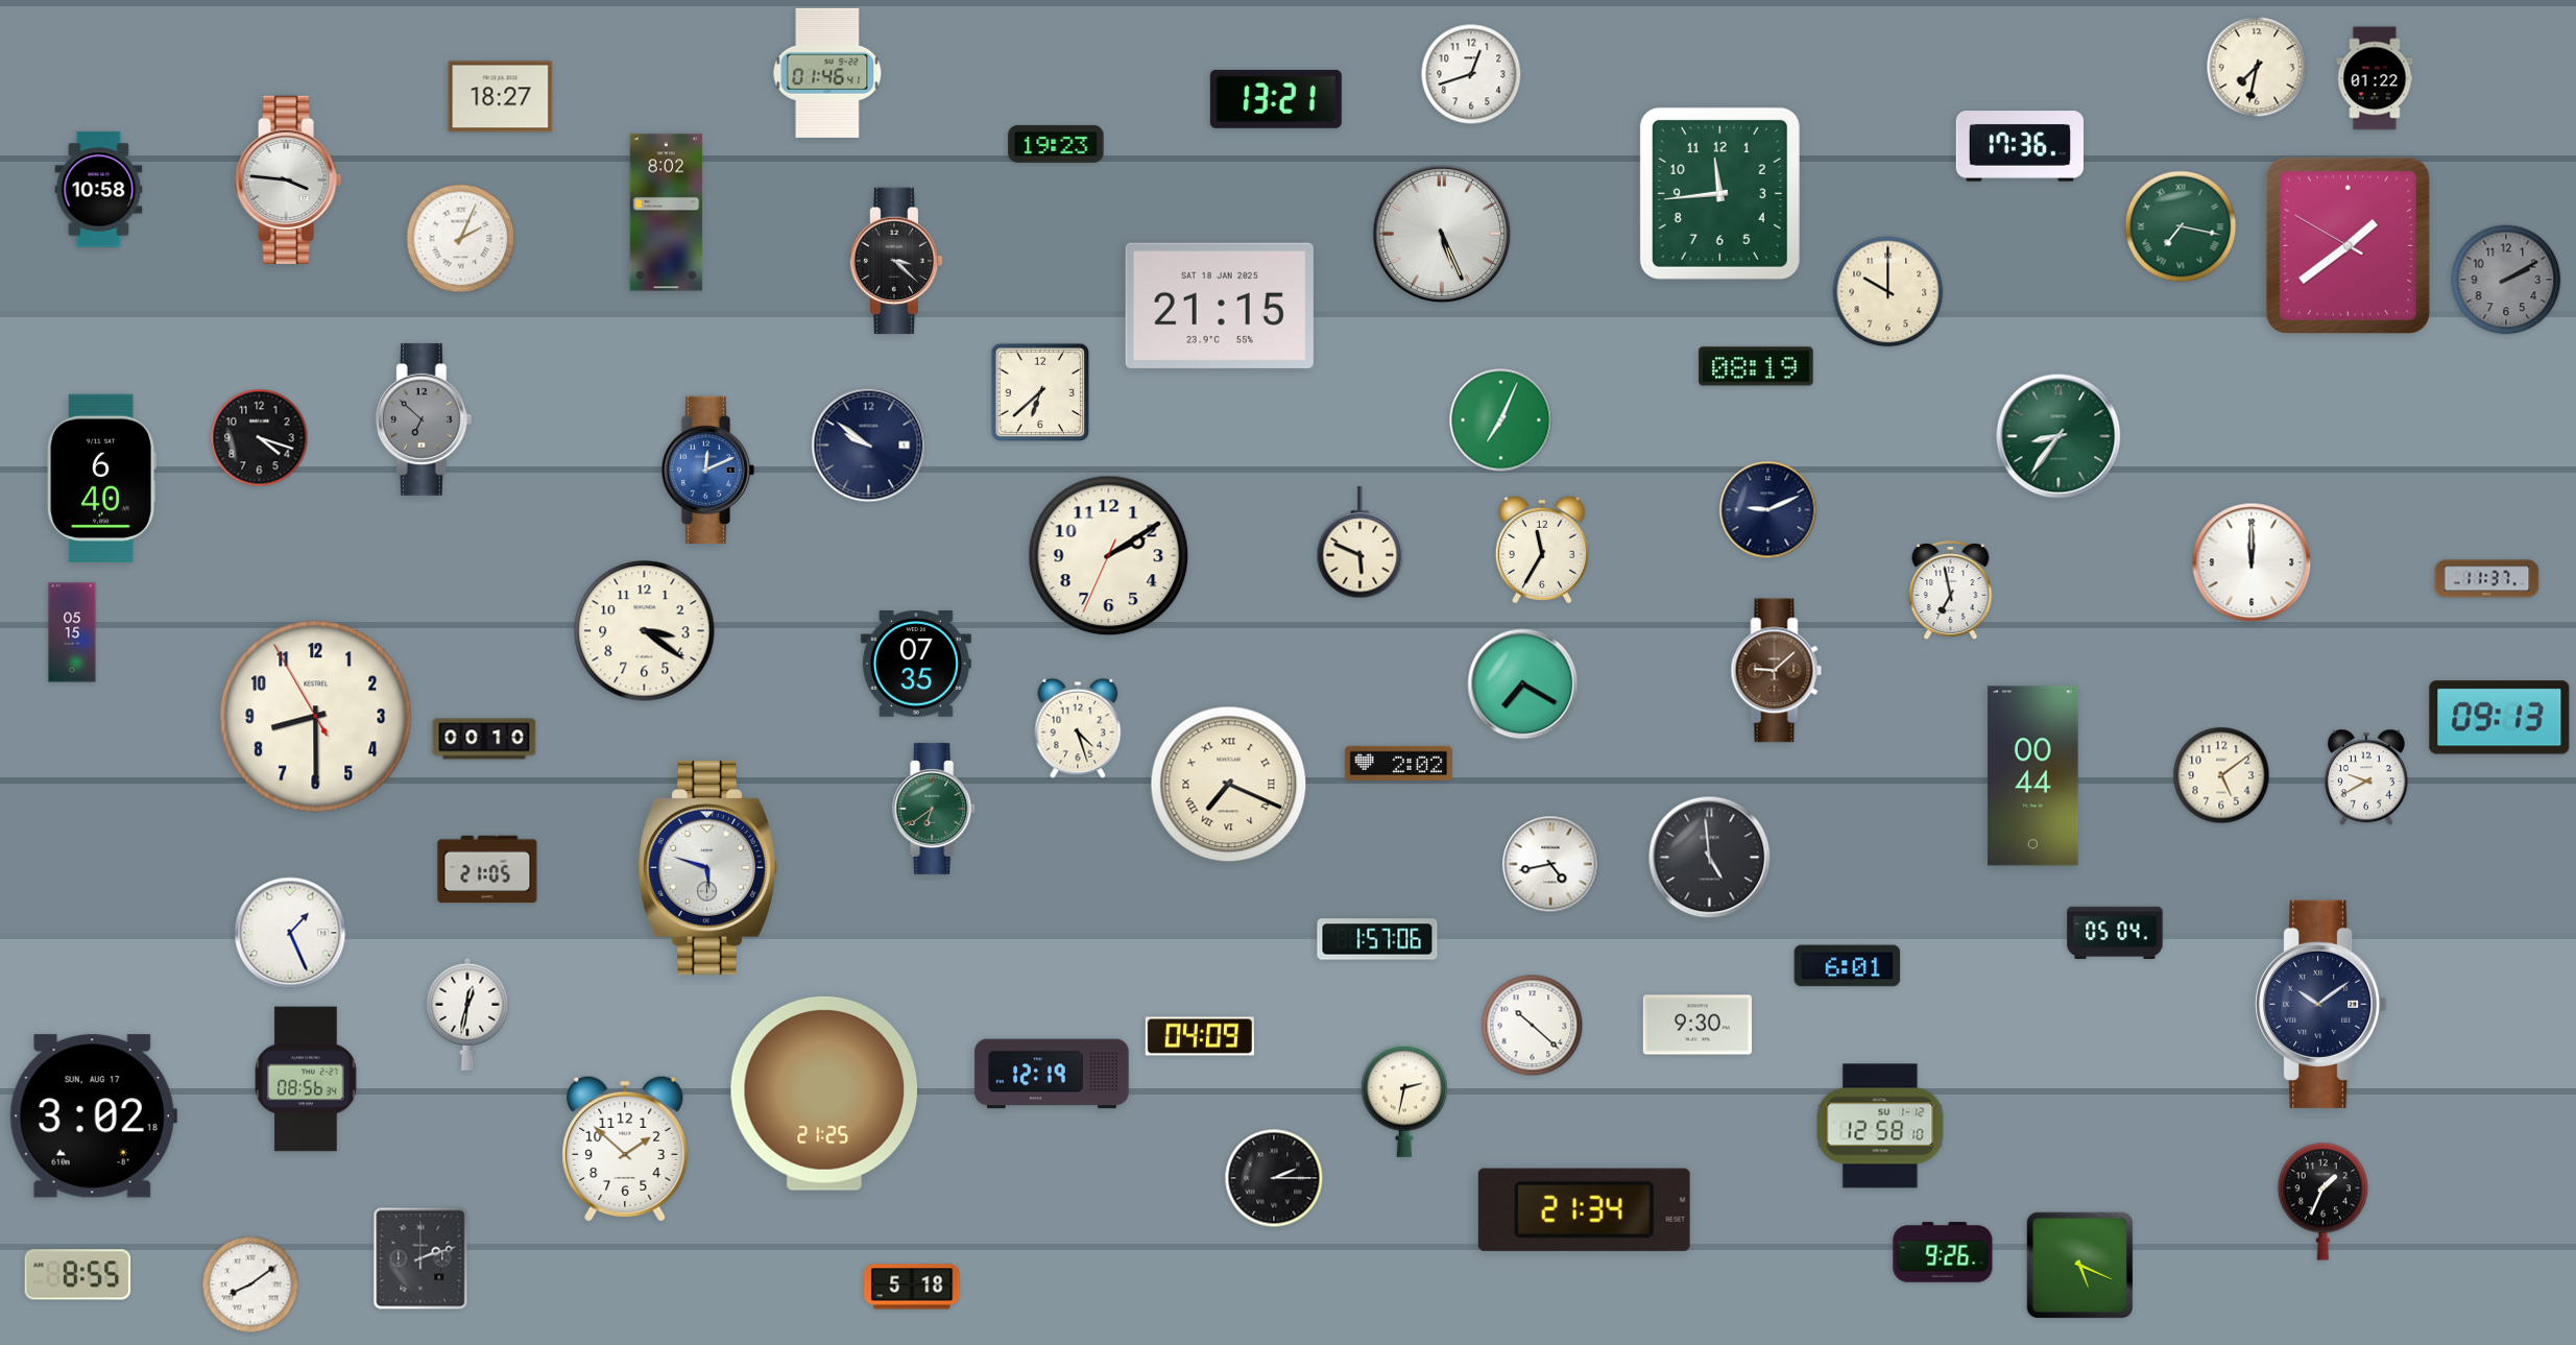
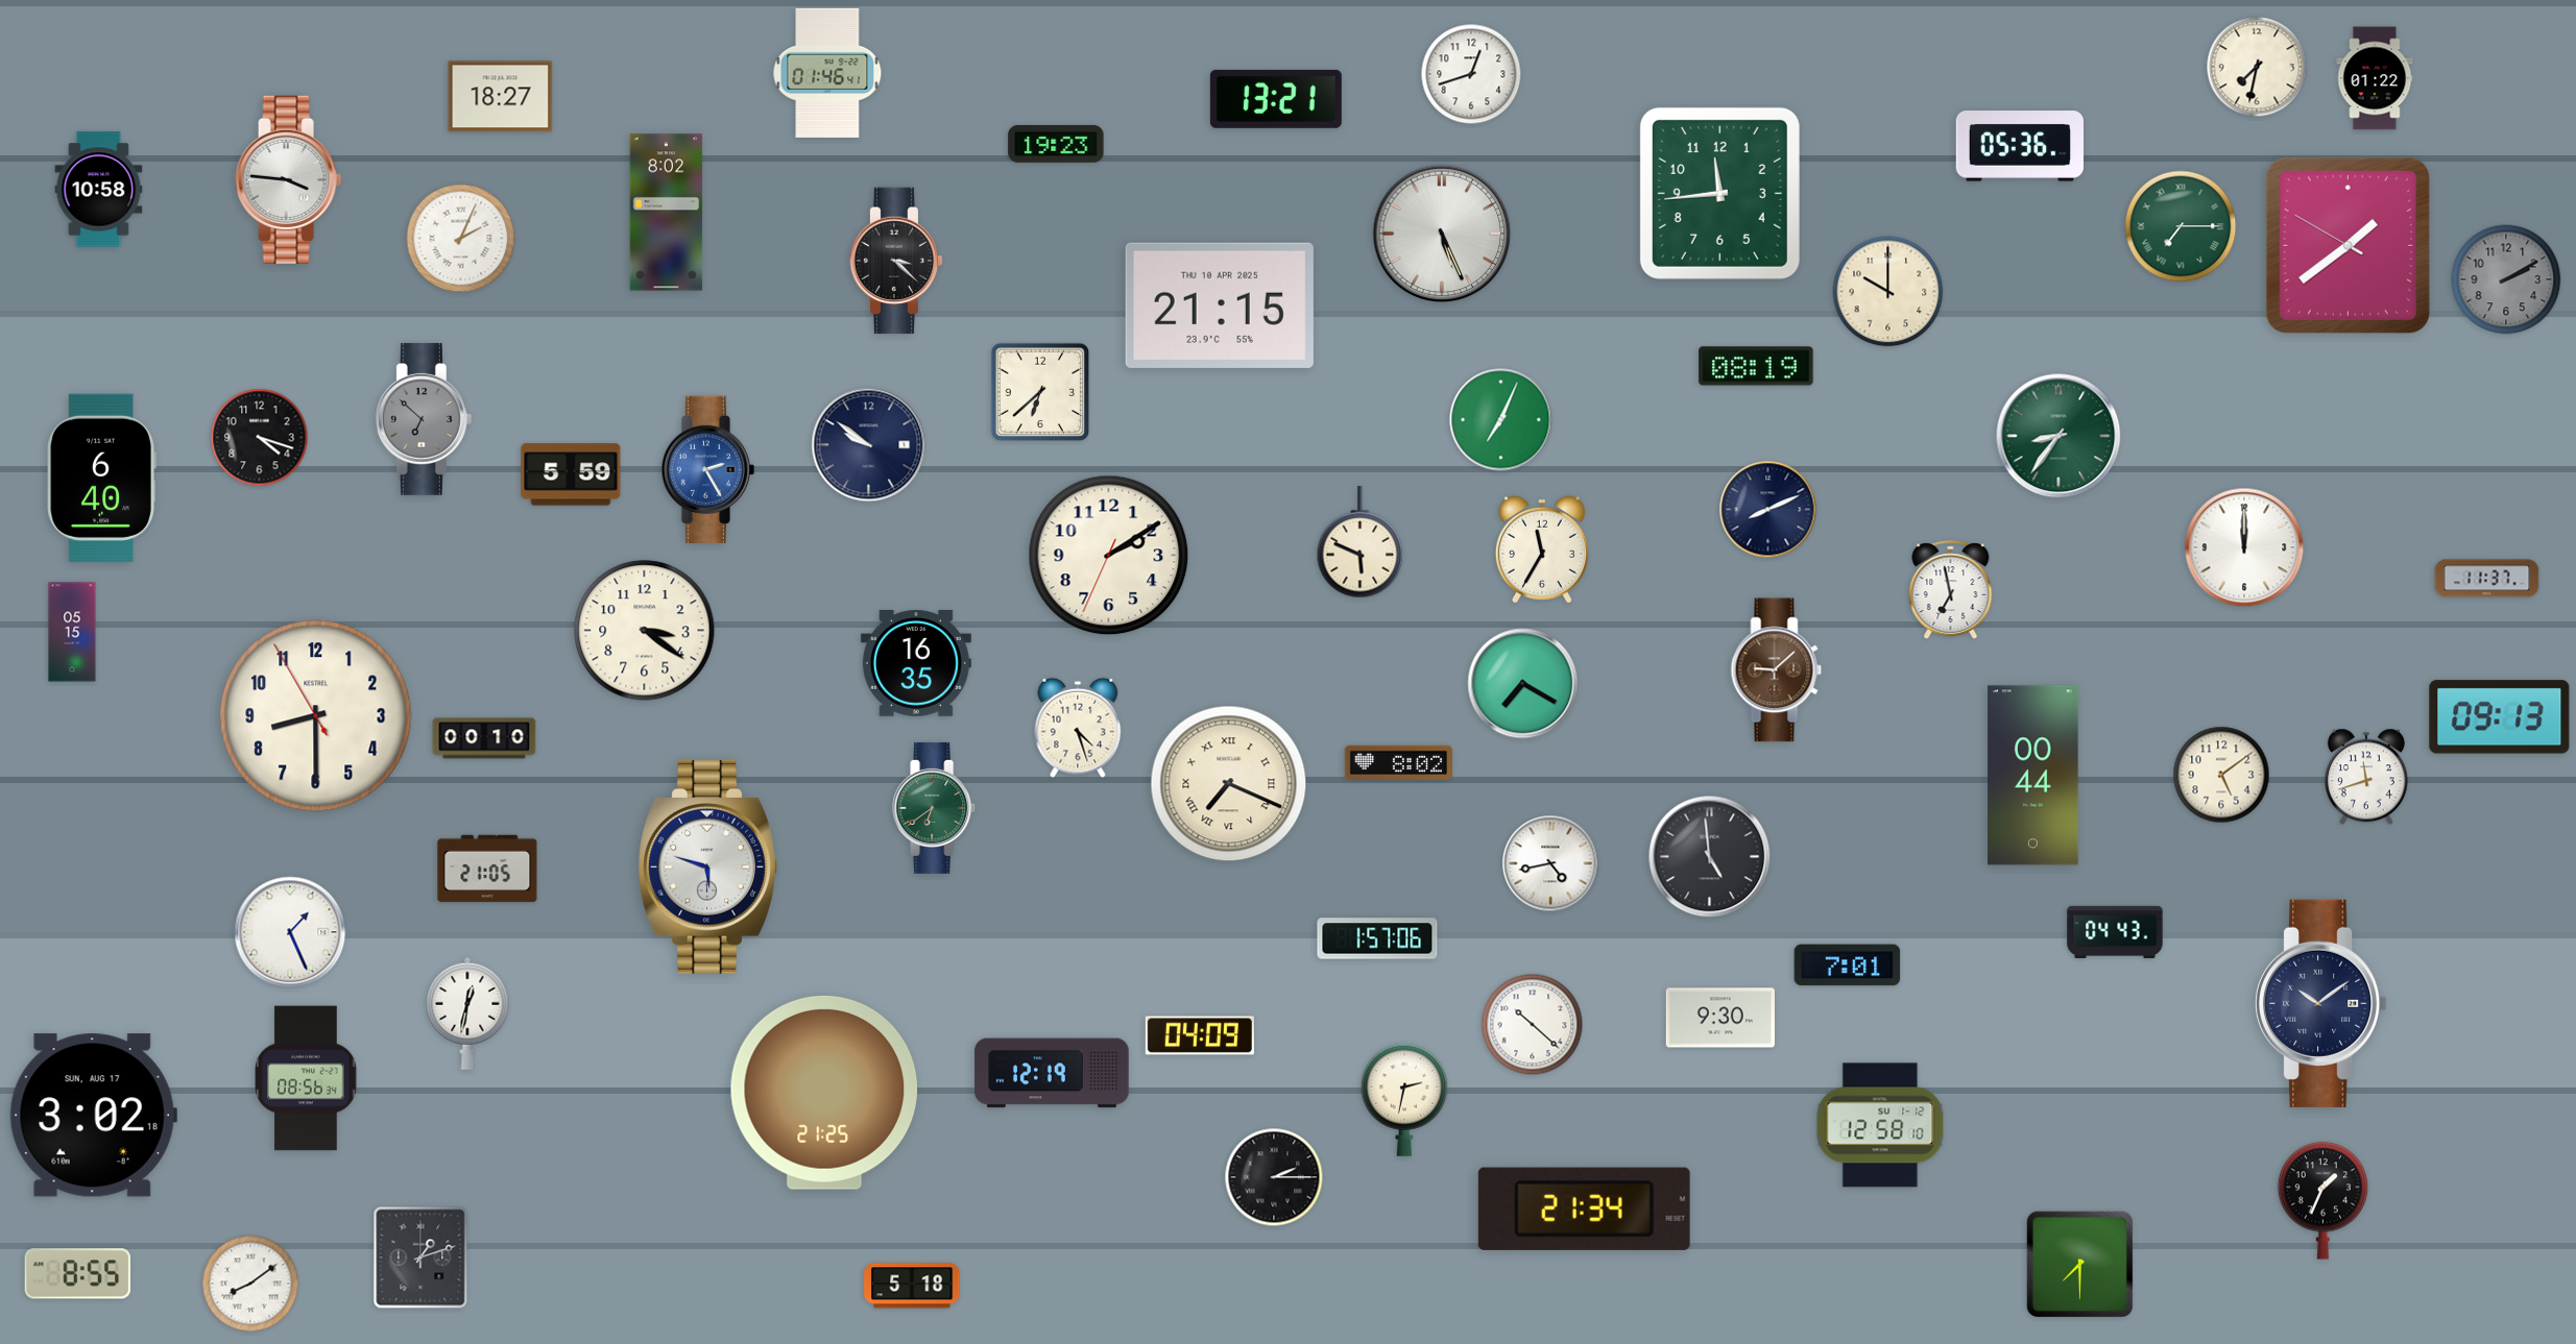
clock at (2019, 146): 17:36 -> 05:36
clock at (2181, 226): 7:17 -> 7:15
clock at (1220, 306) date: SAT 18 JAN 2025 -> THU 10 APR 2025
clock at (708, 470): 12:11 -> 2:25
clock at (571, 474): none -> 5:59
clock at (1768, 510): 9:11 -> 8:11
clock at (2252, 562) position: (2252, 562) -> (2244, 547)
clock at (916, 665): 07:35 -> 16:35
clock at (1398, 763): 2:02 -> 8:02
clock at (2366, 777): 9:40 -> 11:42
clock at (2115, 933): 05:04 -> 04:43
clock at (1848, 966): 6:01 -> 7:01
clock at (1698, 1025) position: (1698, 1025) -> (1720, 1018)
clock at (625, 1148): 1:52 -> none
clock at (1943, 1252): 9:26 -> none
clock at (420, 1258): 2:12 -> 1:12
clock at (2079, 1265): 5:19 -> 7:30
